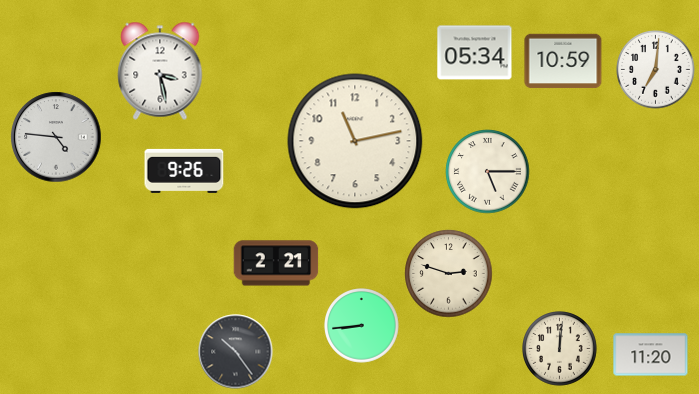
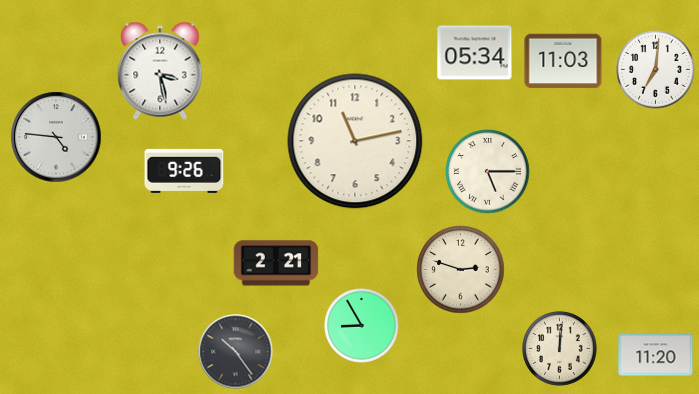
clock at (563, 61): 10:59 -> 11:03
clock at (449, 274) position: (449, 274) -> (461, 270)
clock at (362, 326): 8:44 -> 8:55
clock at (651, 355) position: (651, 355) -> (656, 355)
